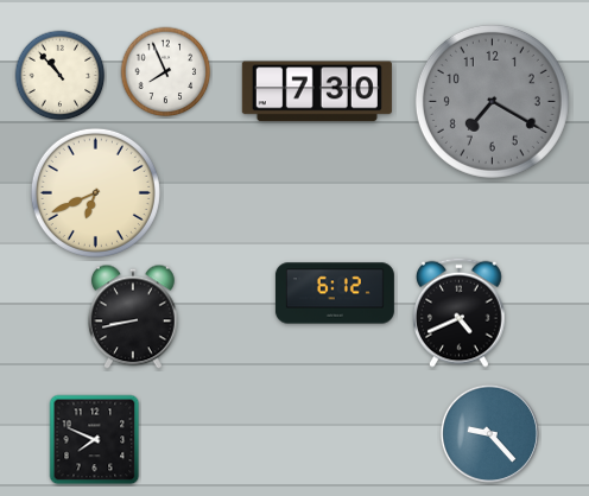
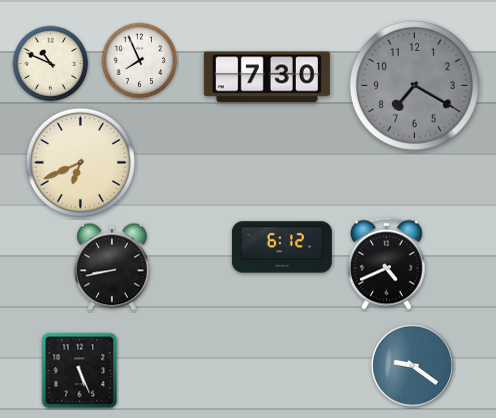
clock at (61, 76): 10:53 -> 10:49
clock at (489, 433): 9:23 -> 9:21
clock at (95, 440): 7:49 -> 5:26
